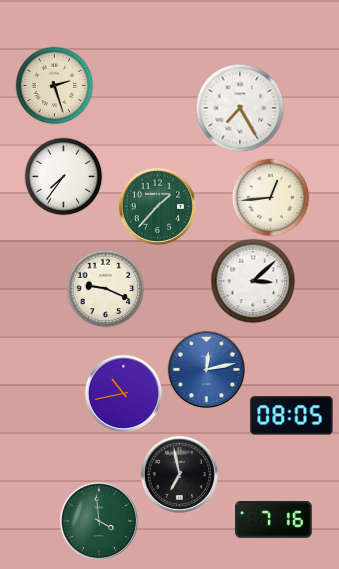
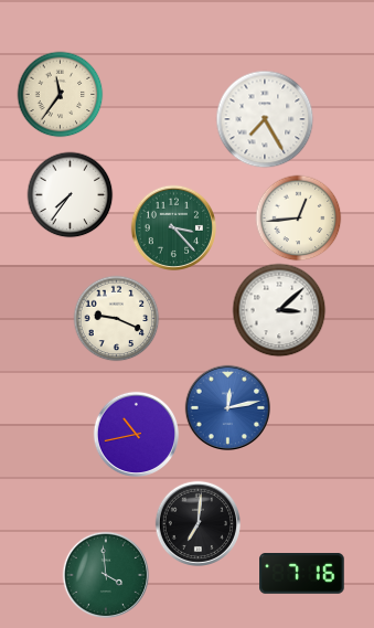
clock at (54, 85): 2:27 -> 11:36
clock at (157, 206): 1:37 -> 3:23
clock at (292, 416): 08:05 -> none
clock at (179, 474): 6:58 -> 7:01
clock at (99, 521) position: (99, 521) -> (106, 575)
